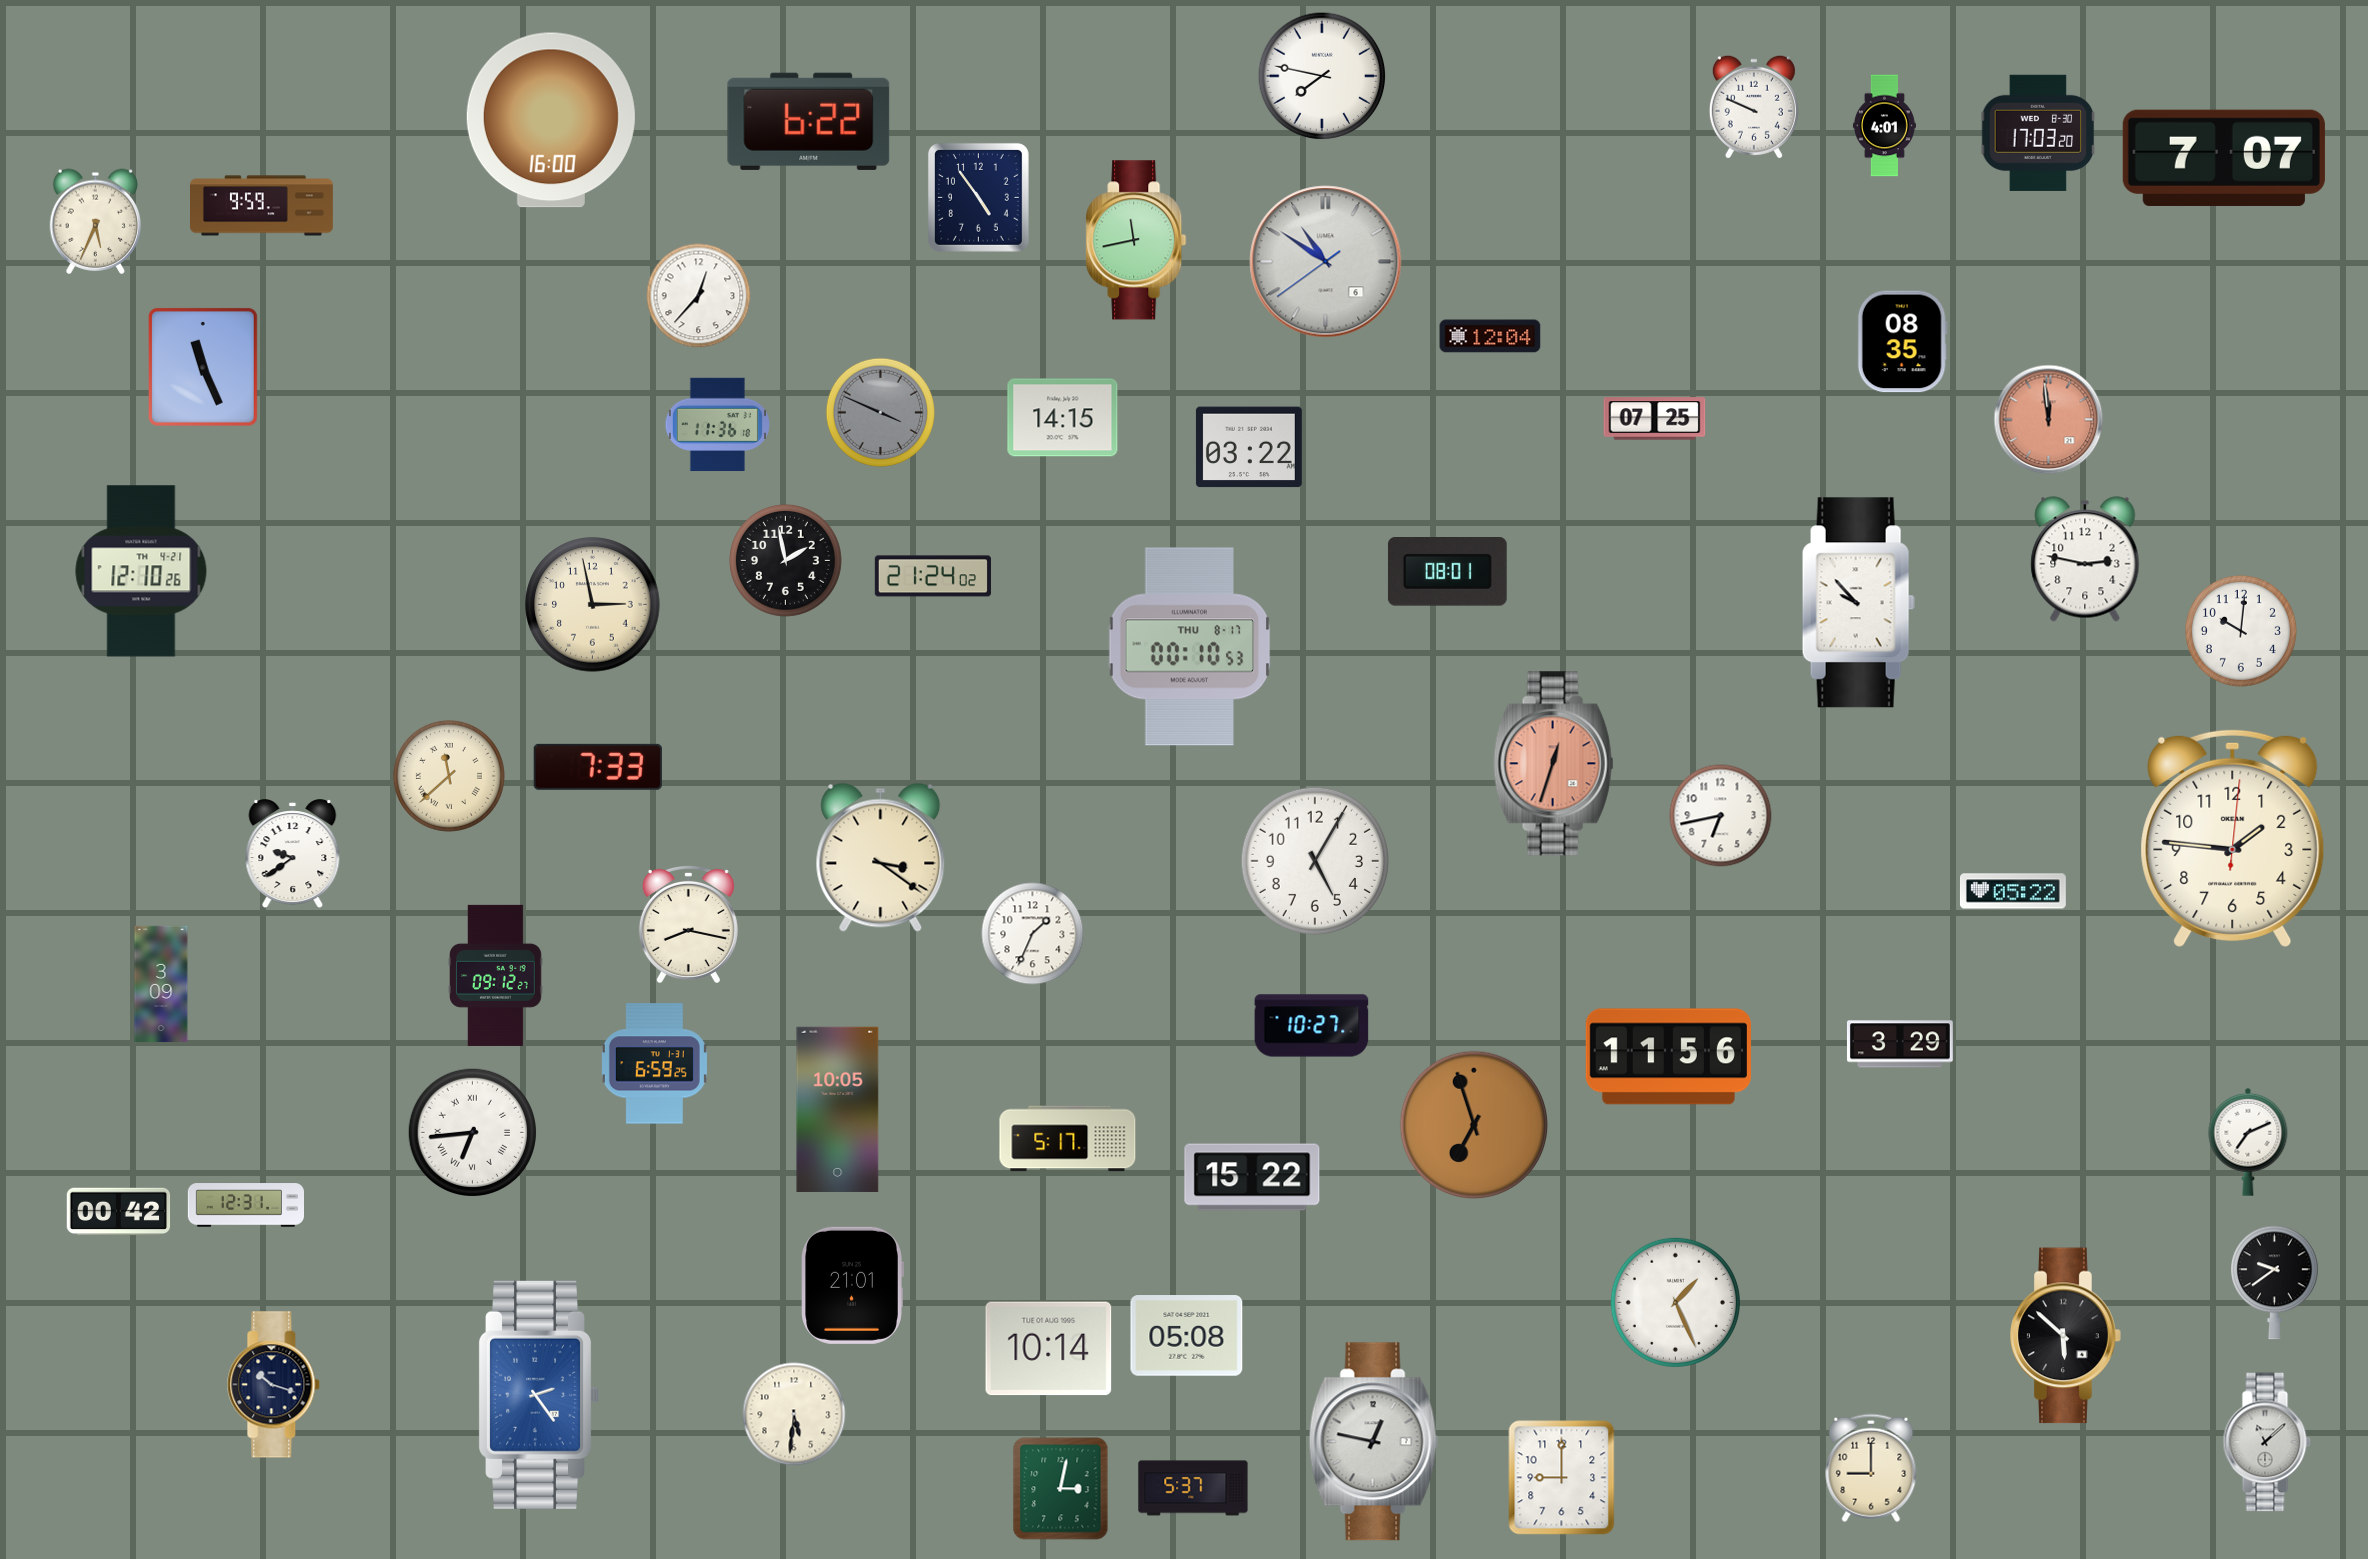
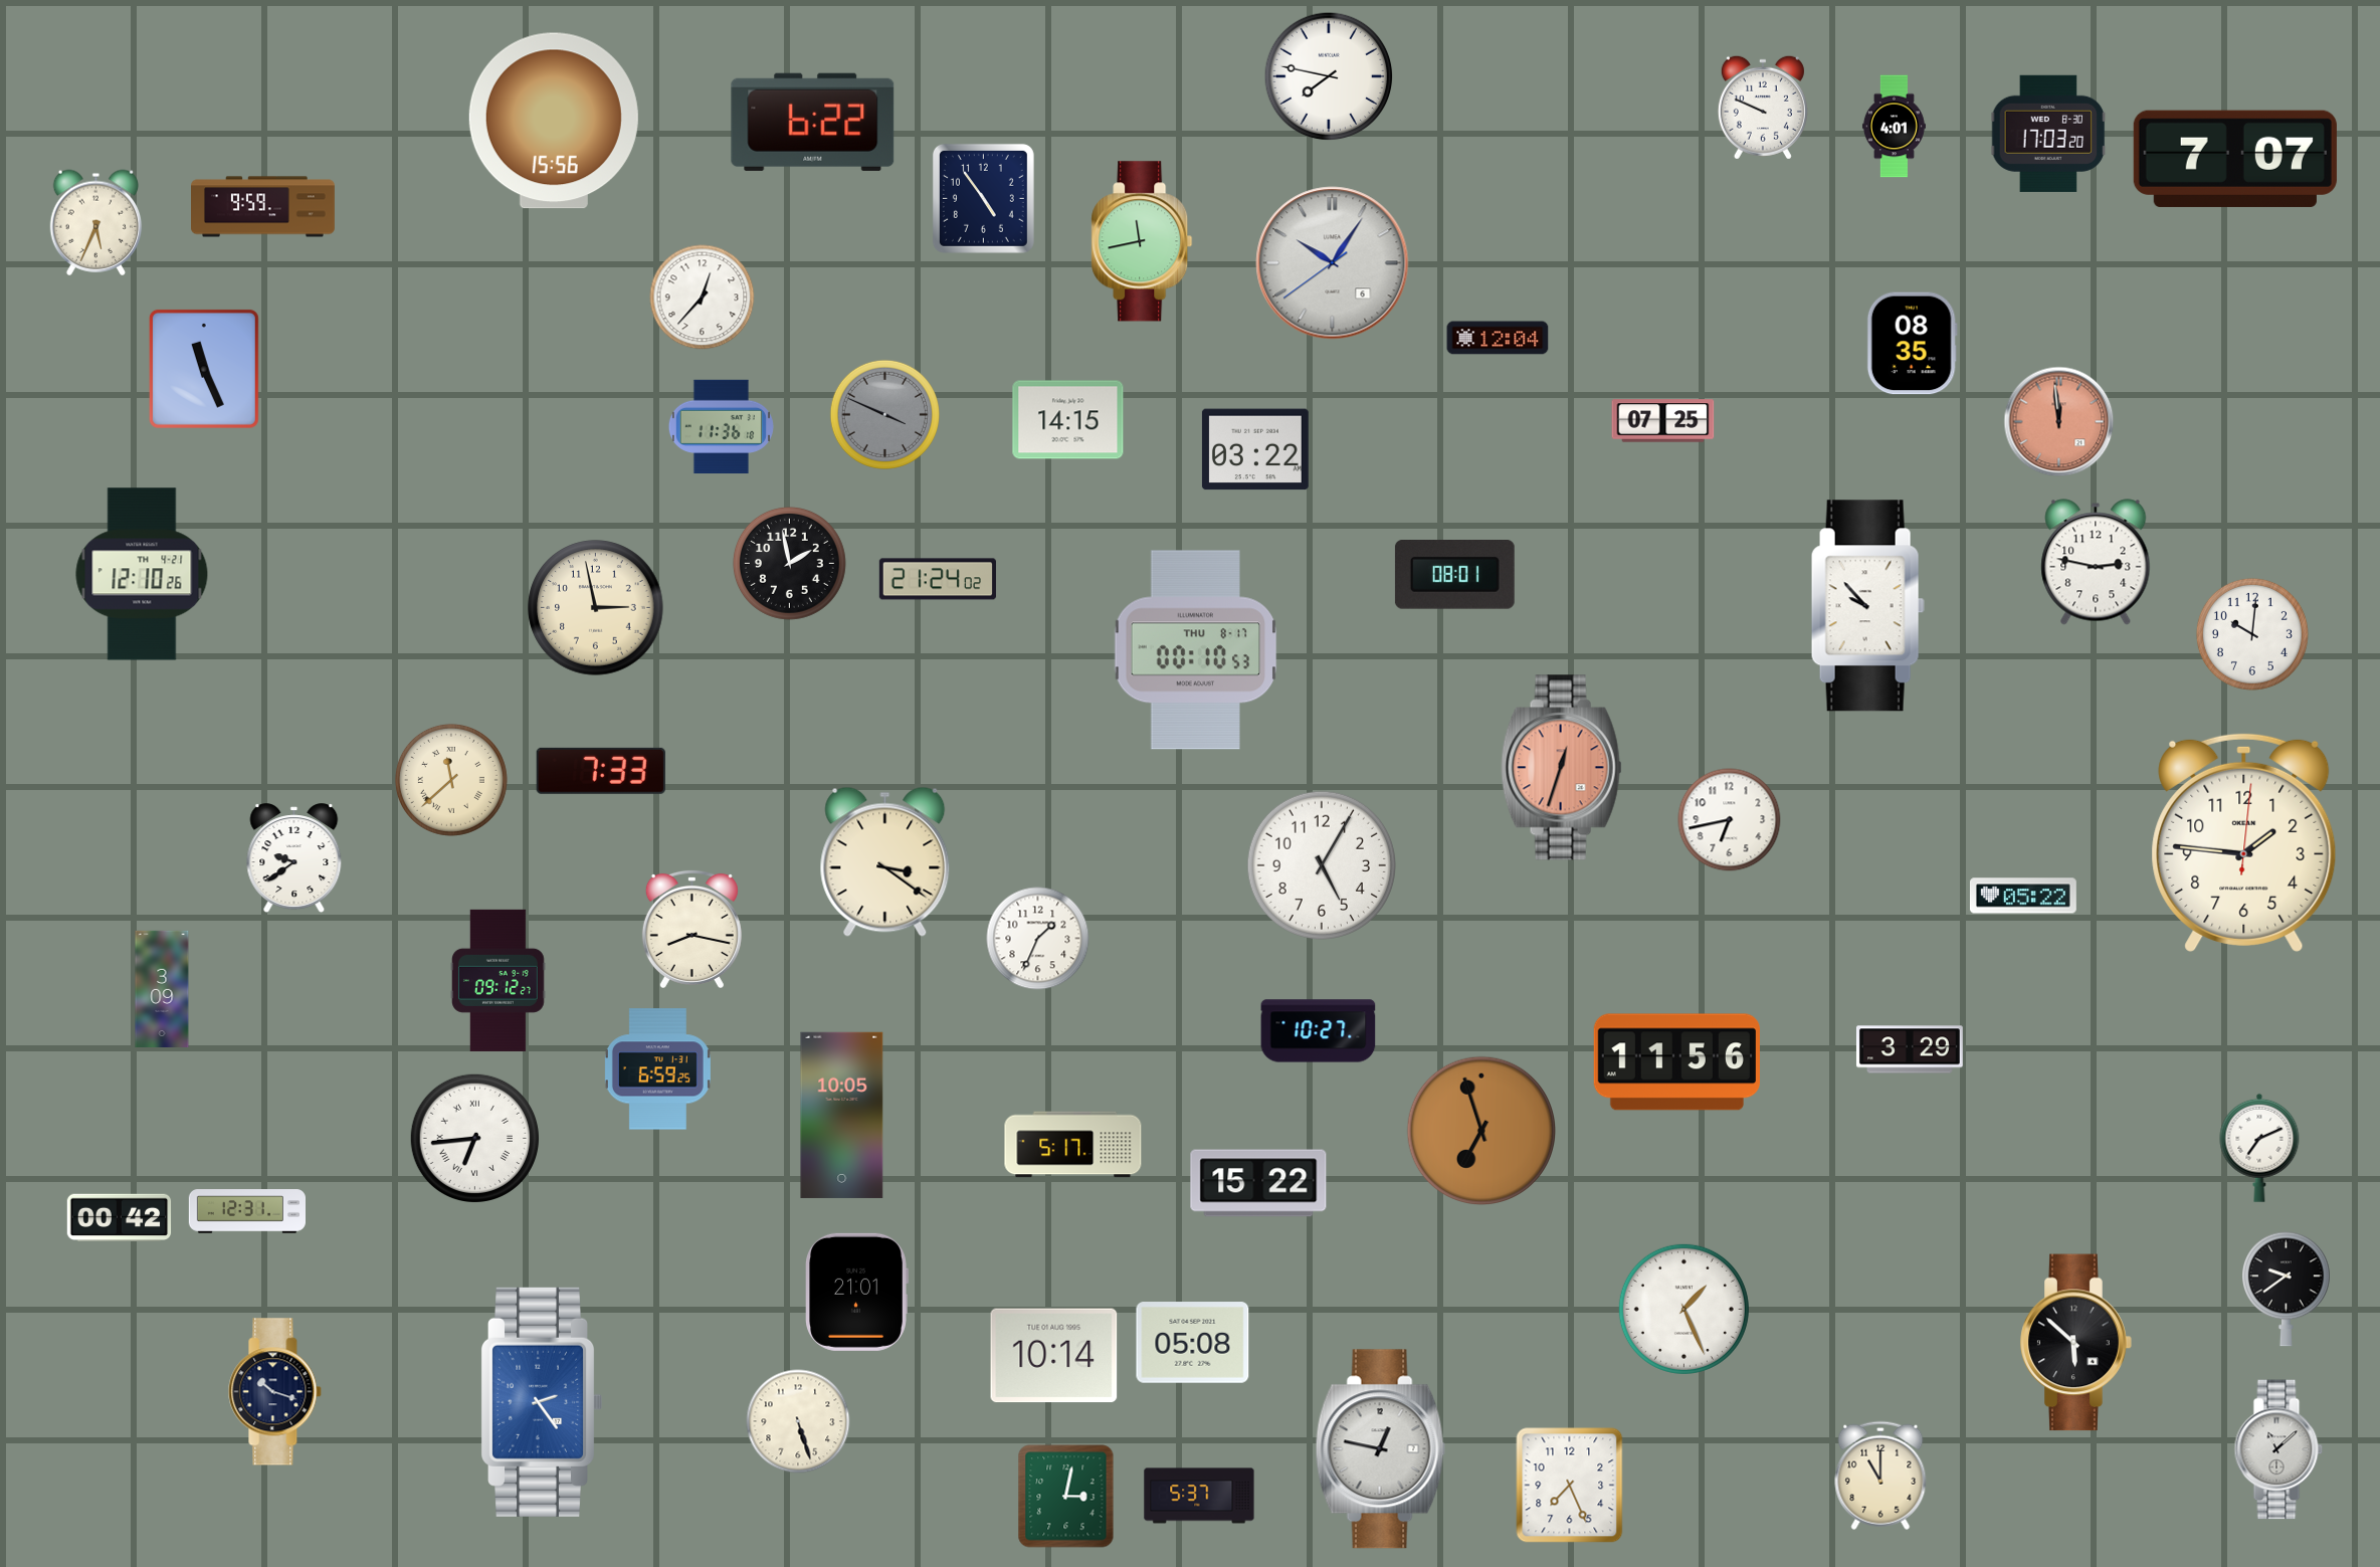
clock at (551, 120): 16:00 -> 15:56
clock at (1326, 262): 10:50 -> 10:05
clock at (794, 1414): 5:31 -> 5:27
clock at (1871, 1468): 9:00 -> 11:00
clock at (1562, 1478): 9:00 -> 7:26
